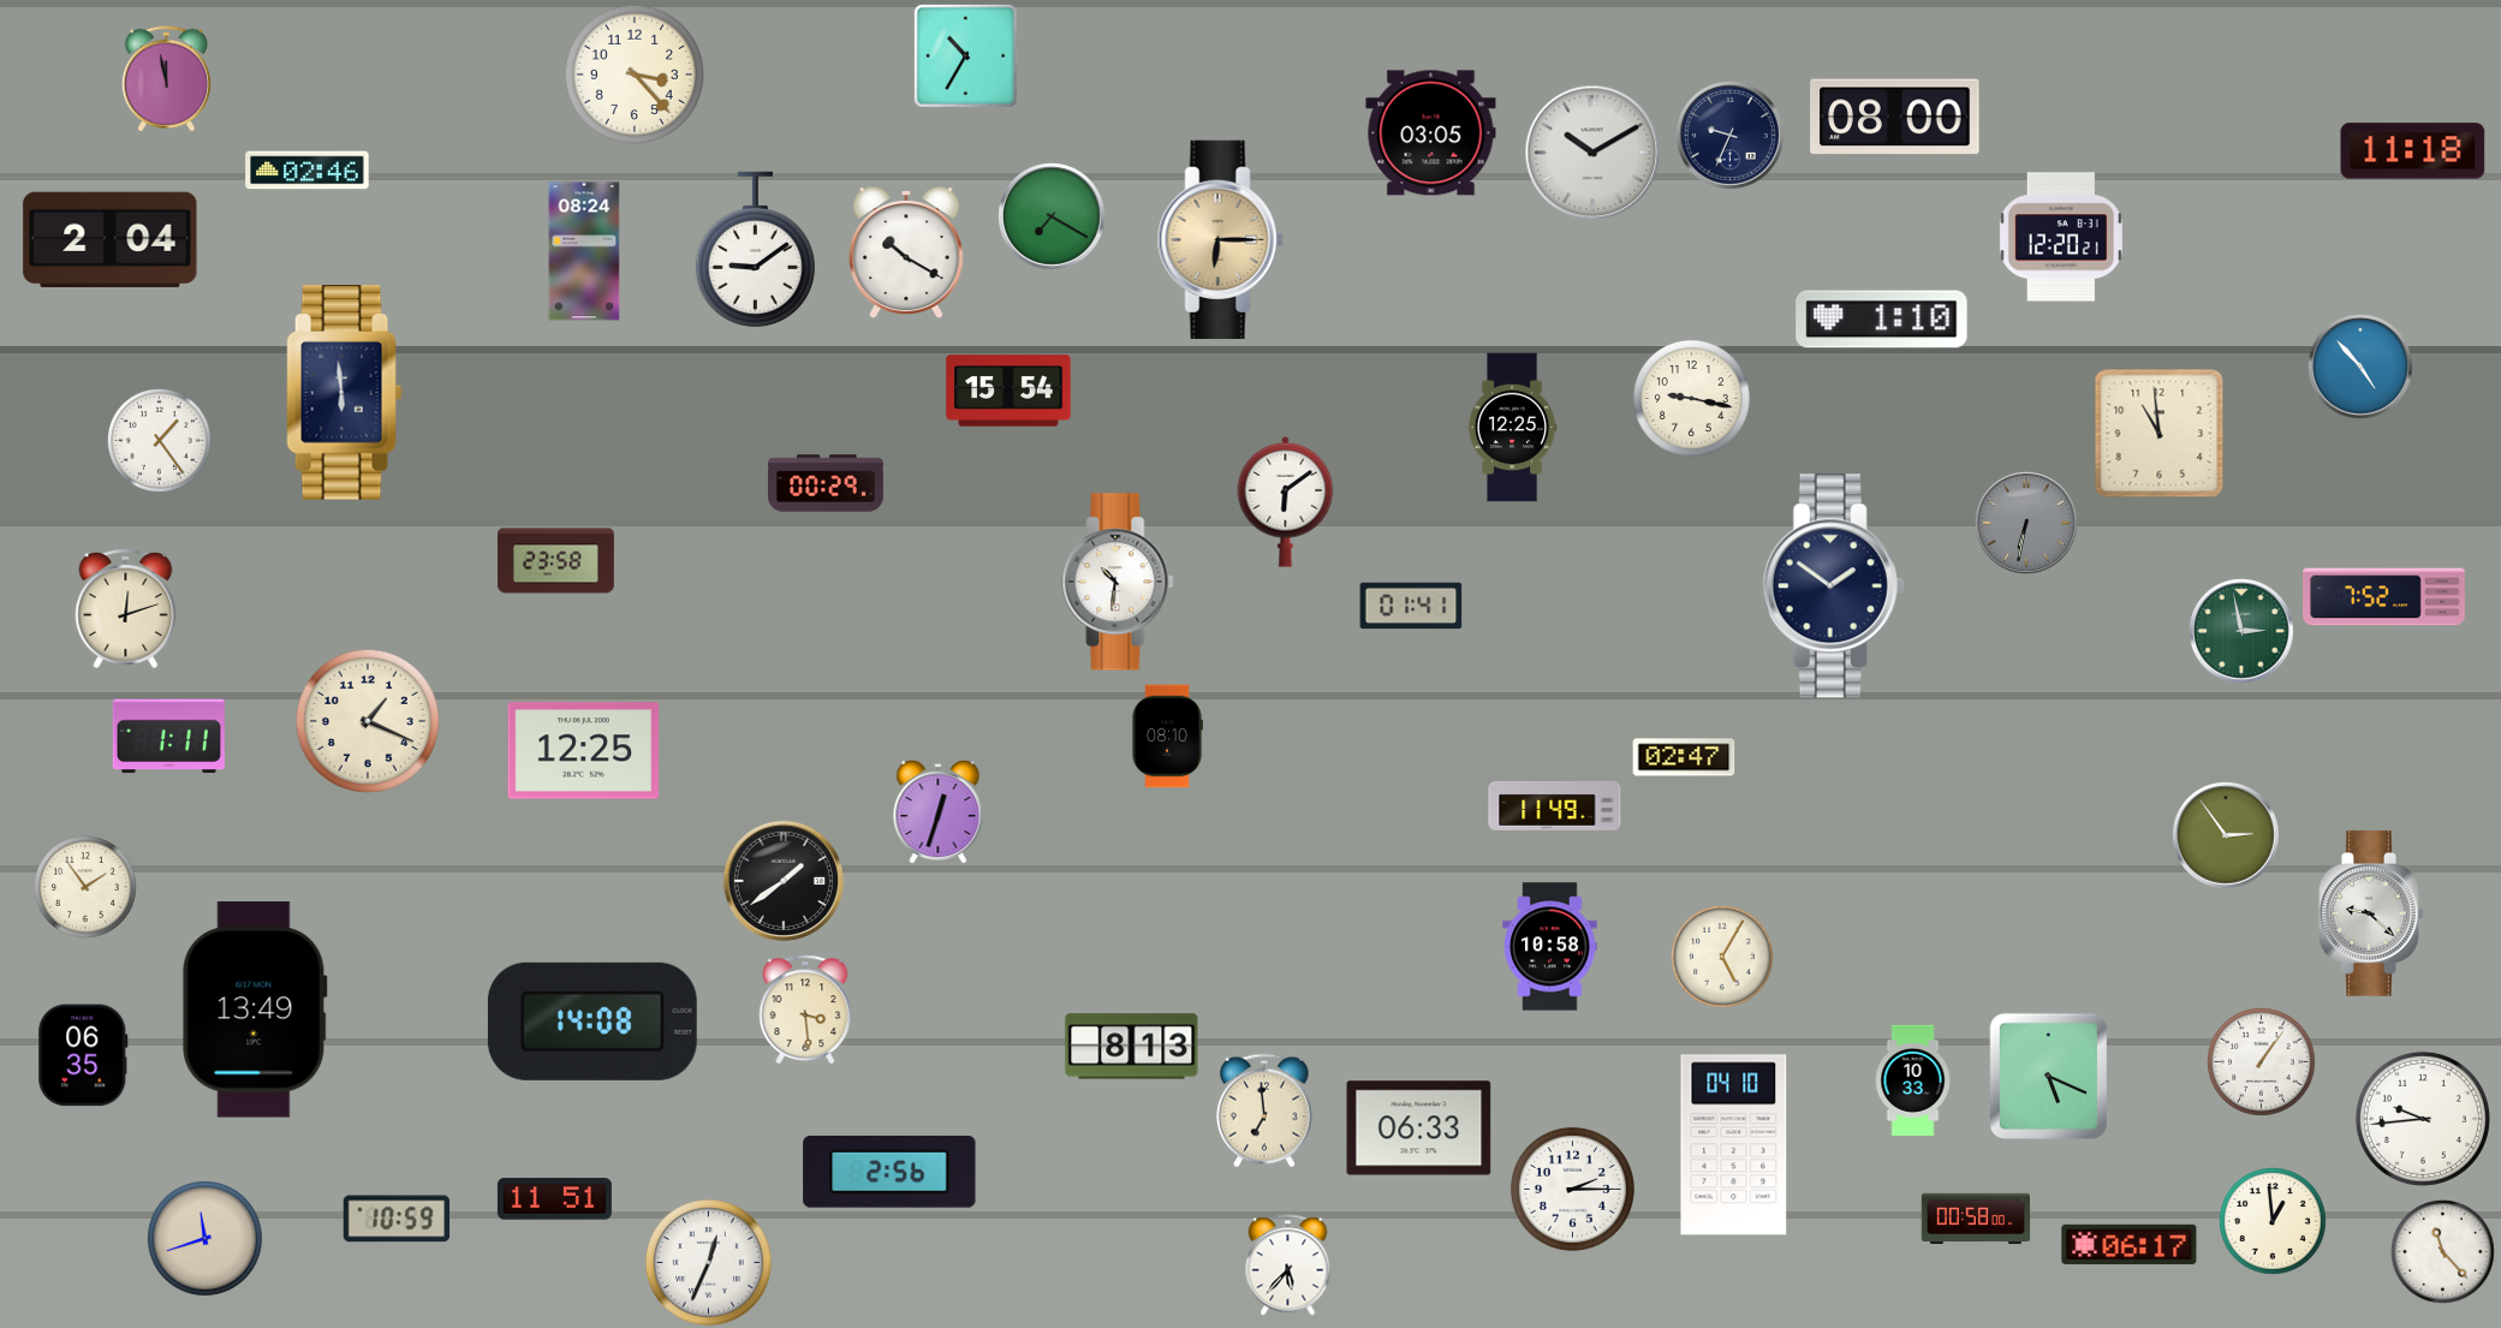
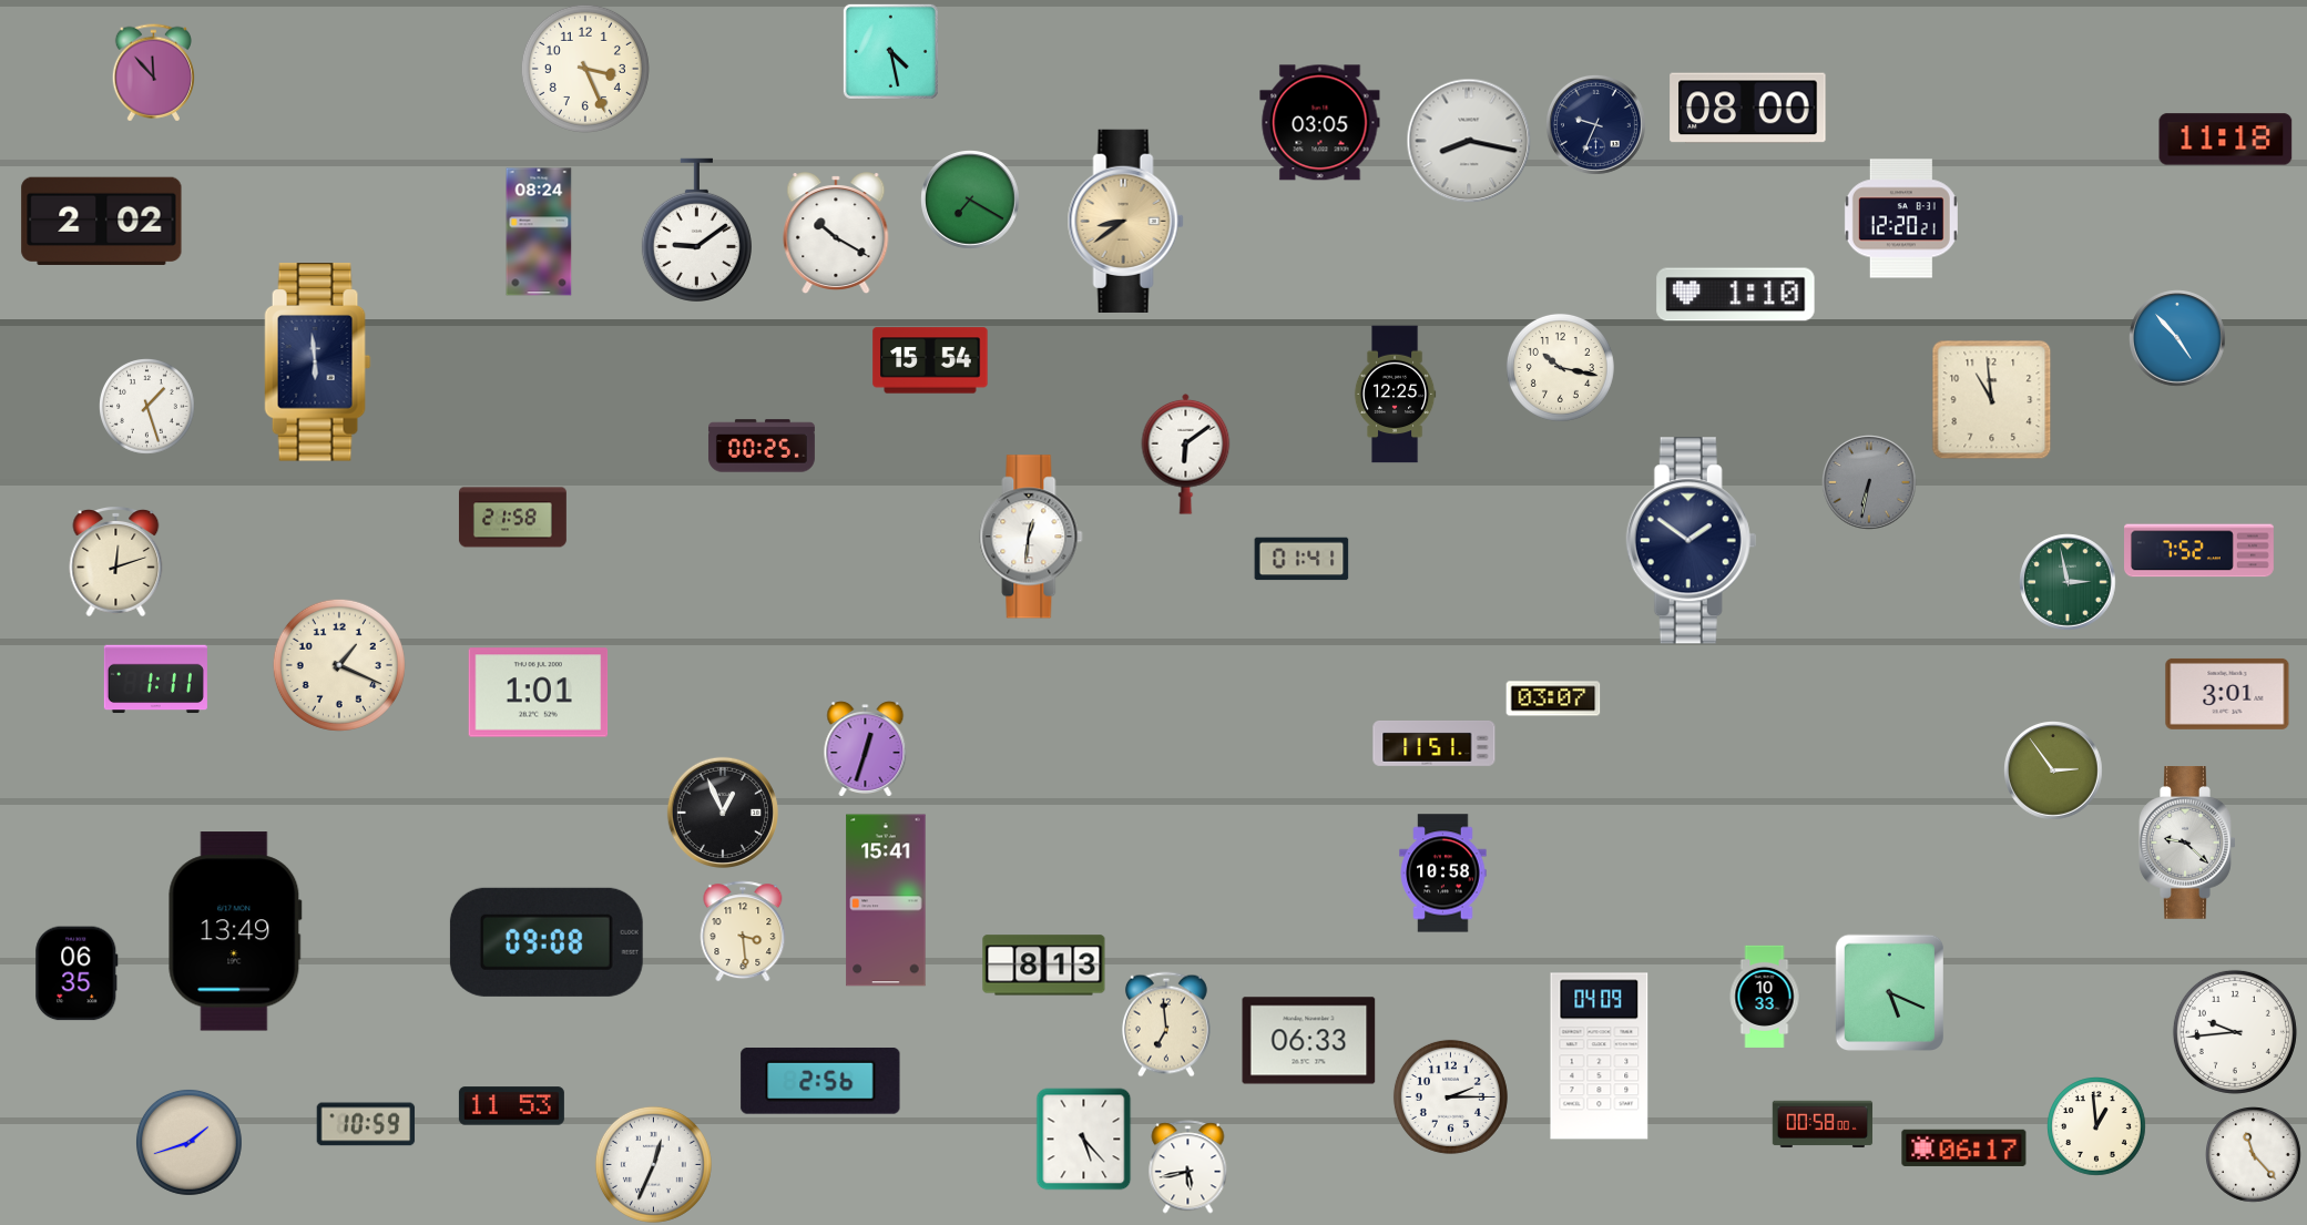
clock at (965, 55): 10:35 -> 4:28
clock at (635, 75): 3:23 -> 3:26
clock at (166, 79): 11:58 -> 11:53
clock at (1592, 153): 10:10 -> 8:17
clock at (308, 171): 02:46 -> none
clock at (111, 239): 2:04 -> 2:02
clock at (1220, 239): 6:15 -> 8:39
clock at (1691, 398): 9:17 -> 10:17
clock at (160, 441): 1:24 -> 1:27
clock at (826, 483): 00:29 -> 00:25
clock at (1286, 501) position: (1286, 501) -> (1186, 453)
clock at (555, 561): 23:58 -> 21:58
clock at (1118, 582): 10:31 -> 12:31
clock at (1167, 737): 08:10 -> none
clock at (584, 751): 12:25 -> 1:01
clock at (2227, 694): none -> 3:01
clock at (1684, 757): 02:47 -> 03:07
clock at (1555, 805): 11:49 -> 11:51
clock at (784, 881): 1:39 -> 12:56
clock at (85, 887): 1:54 -> none
clock at (1550, 947) position: (1550, 947) -> (1443, 874)
clock at (1722, 957): 5:05 -> none
clock at (886, 900): none -> 15:41
clock at (593, 1022): 14:08 -> 09:08
clock at (2262, 1062): 1:06 -> none
clock at (1734, 1145): 04:10 -> 04:09
clock at (554, 1199): 11:51 -> 11:53
clock at (1084, 1140): none -> 5:23
clock at (204, 1238): 11:42 -> 1:42
clock at (1288, 1266): 5:37 -> 5:43
